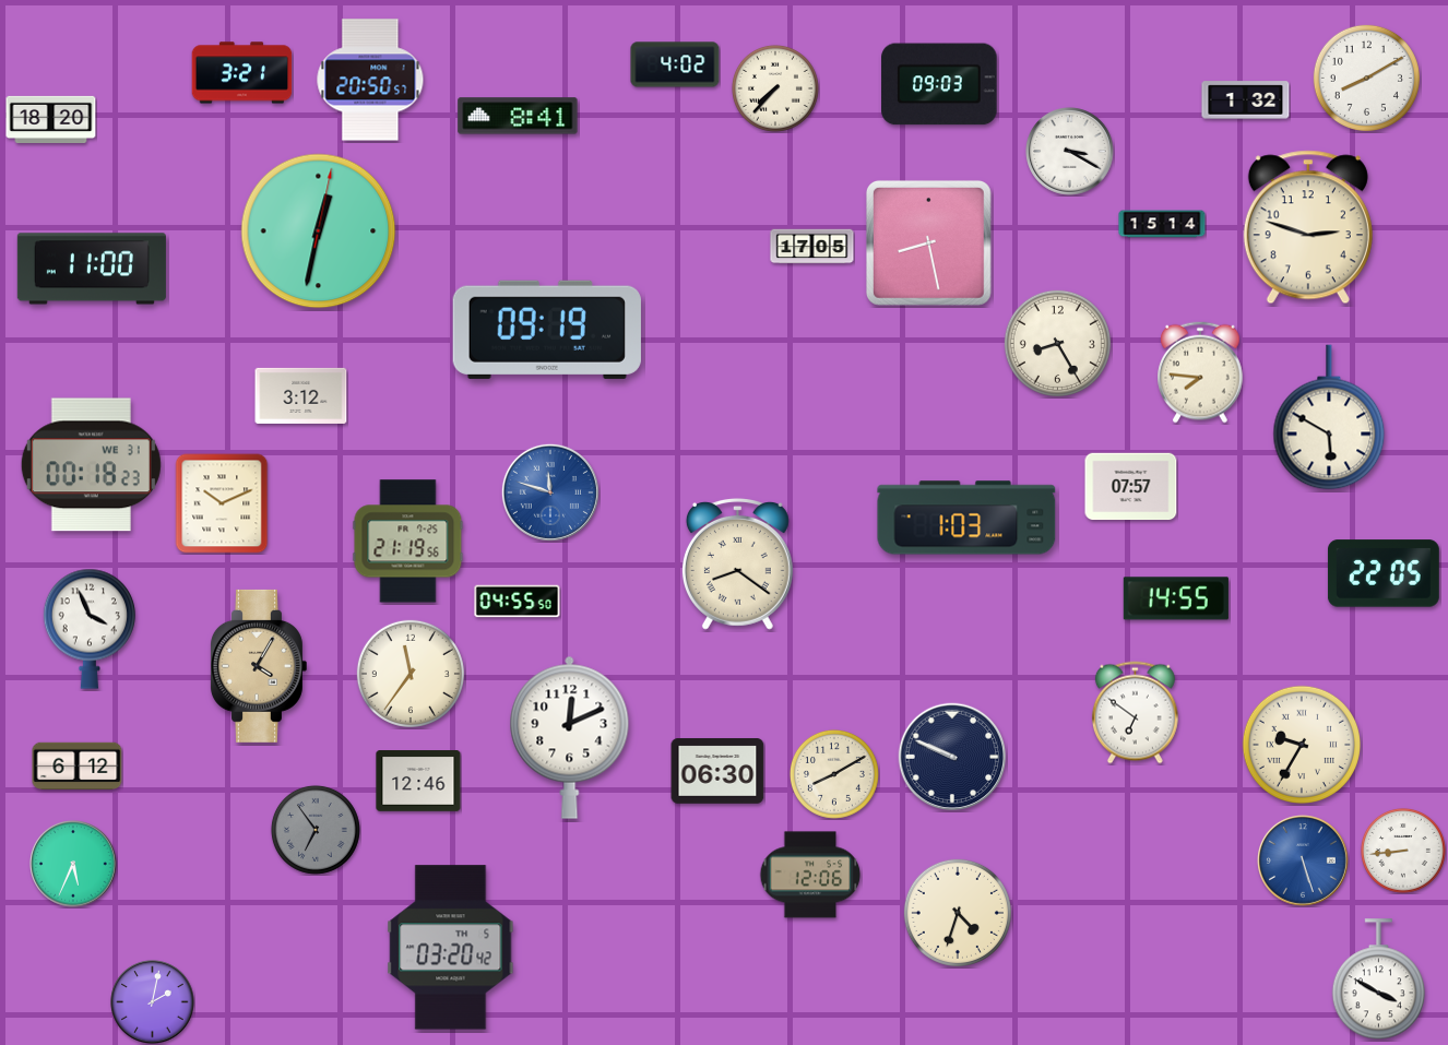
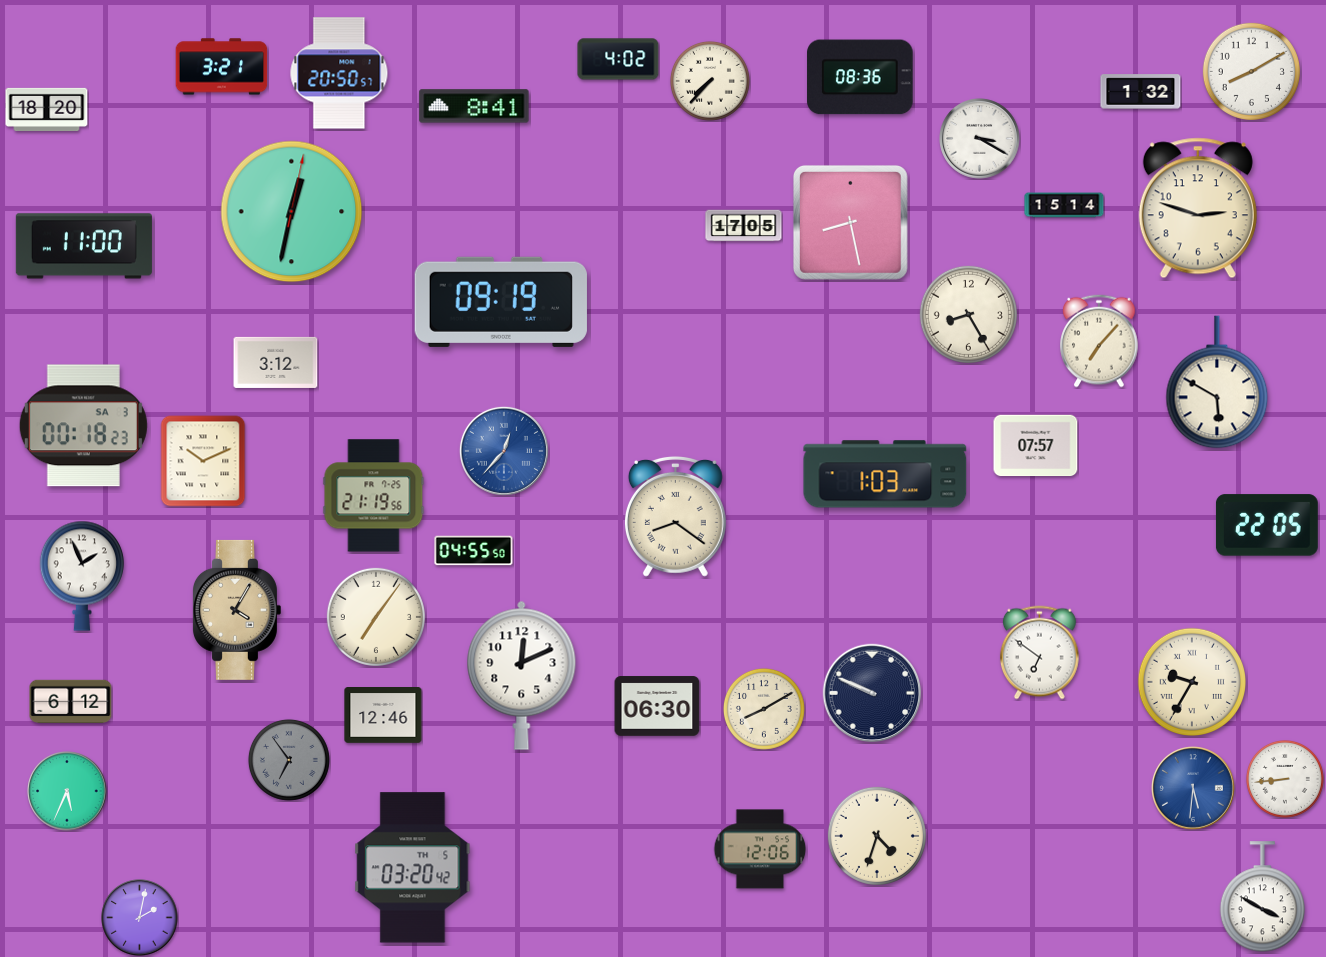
clock at (939, 84): 09:03 -> 08:36
clock at (1200, 372): 7:46 -> 7:07
clock at (91, 465) date: WE 31 -> SA 3
clock at (550, 492): 11:48 -> 12:37
clock at (1176, 598): 14:55 -> none
clock at (90, 629): 3:56 -> 1:56
clock at (411, 674): 11:36 -> 7:06
clock at (1304, 862): 5:27 -> 5:31
clock at (810, 875) position: (810, 875) -> (760, 849)
